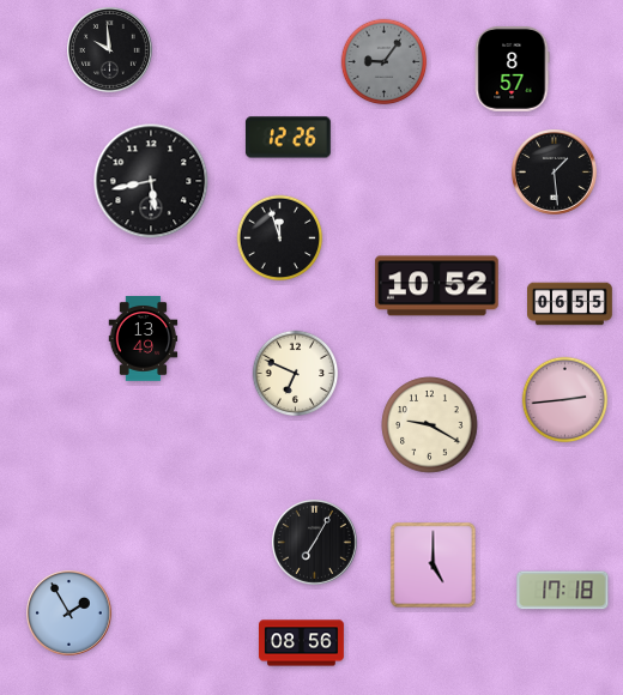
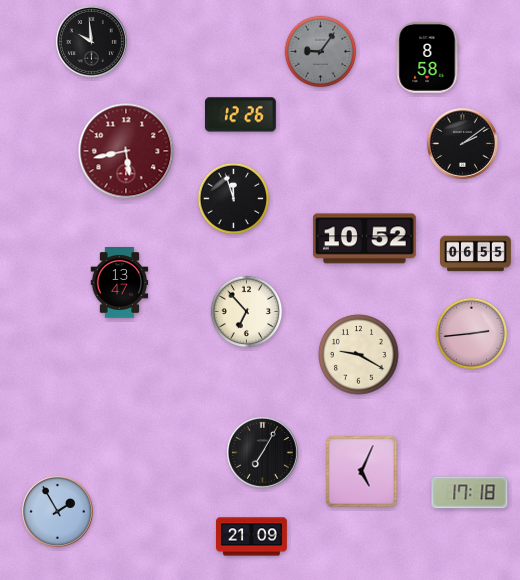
clock at (512, 68): 8:57 -> 8:58
clock at (555, 173): 1:29 -> 2:09
clock at (151, 181) dial: black -> burgundy
clock at (144, 339): 13:49 -> 13:47
clock at (296, 374): 6:49 -> 6:53
clock at (434, 566): 5:00 -> 5:04
clock at (302, 643): 08:56 -> 21:09
